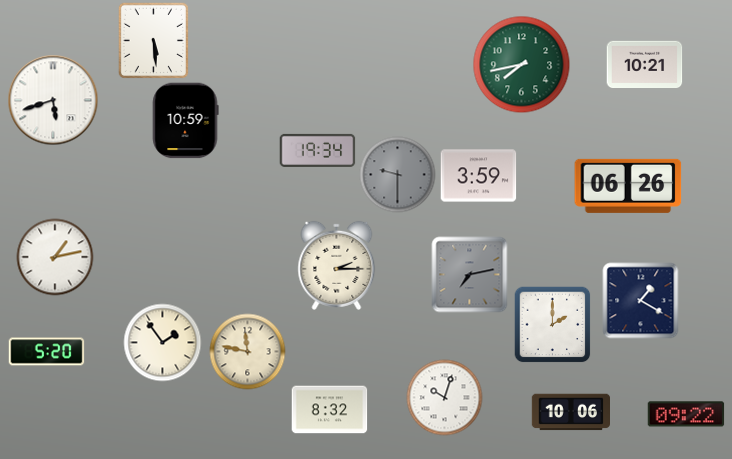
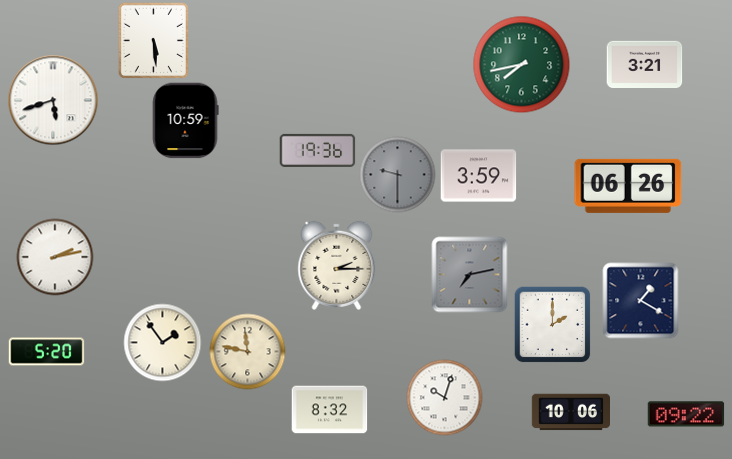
clock at (645, 64): 10:21 -> 3:21
clock at (318, 150): 19:34 -> 19:36
clock at (55, 257): 1:13 -> 2:13
